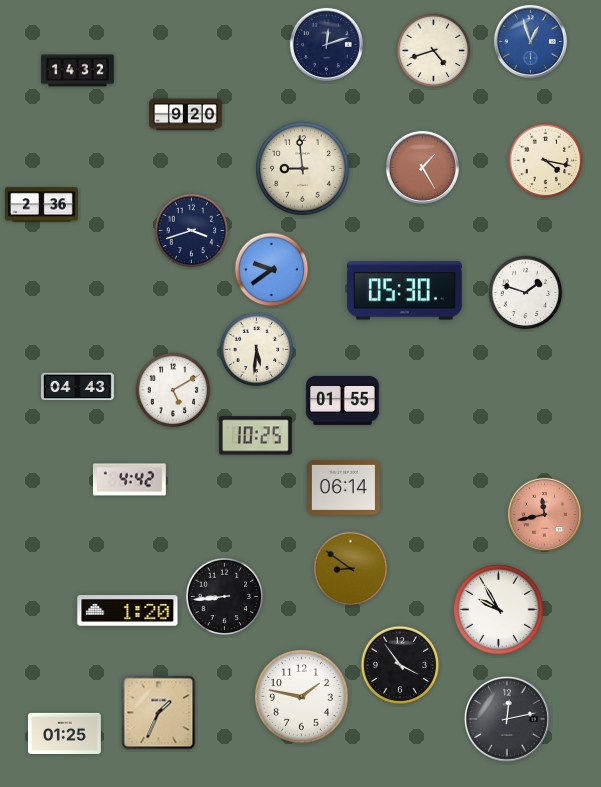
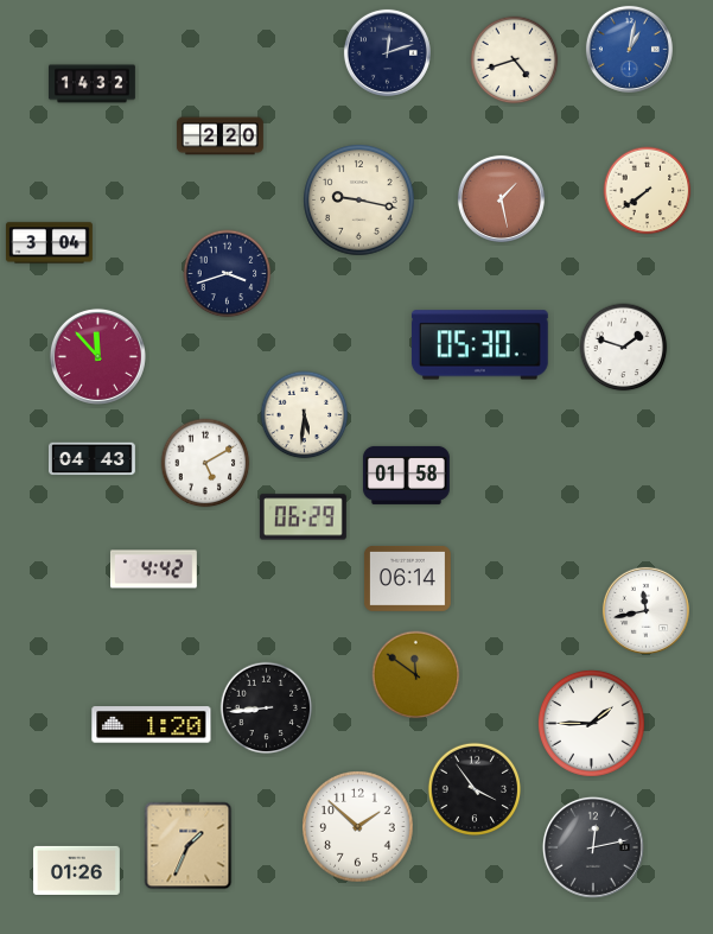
clock at (530, 41): 12:57 -> 1:02
clock at (185, 115): 9:20 -> 2:20
clock at (546, 161): 4:17 -> 7:39
clock at (422, 167): 1:25 -> 1:28
clock at (303, 169): 8:59 -> 9:17
clock at (41, 205): 2:36 -> 3:04
clock at (272, 270): 9:39 -> none
clock at (97, 356): none -> 11:53
clock at (342, 400): 01:55 -> 01:58
clock at (255, 436): 10:25 -> 06:29
clock at (544, 514) dial: salmon -> white
clock at (351, 569): 8:51 -> 11:51
clock at (499, 610): 9:55 -> 1:45
clock at (302, 697): 1:47 -> 1:52
clock at (507, 719) position: (507, 719) -> (593, 847)
clock at (64, 733): 01:25 -> 01:26
